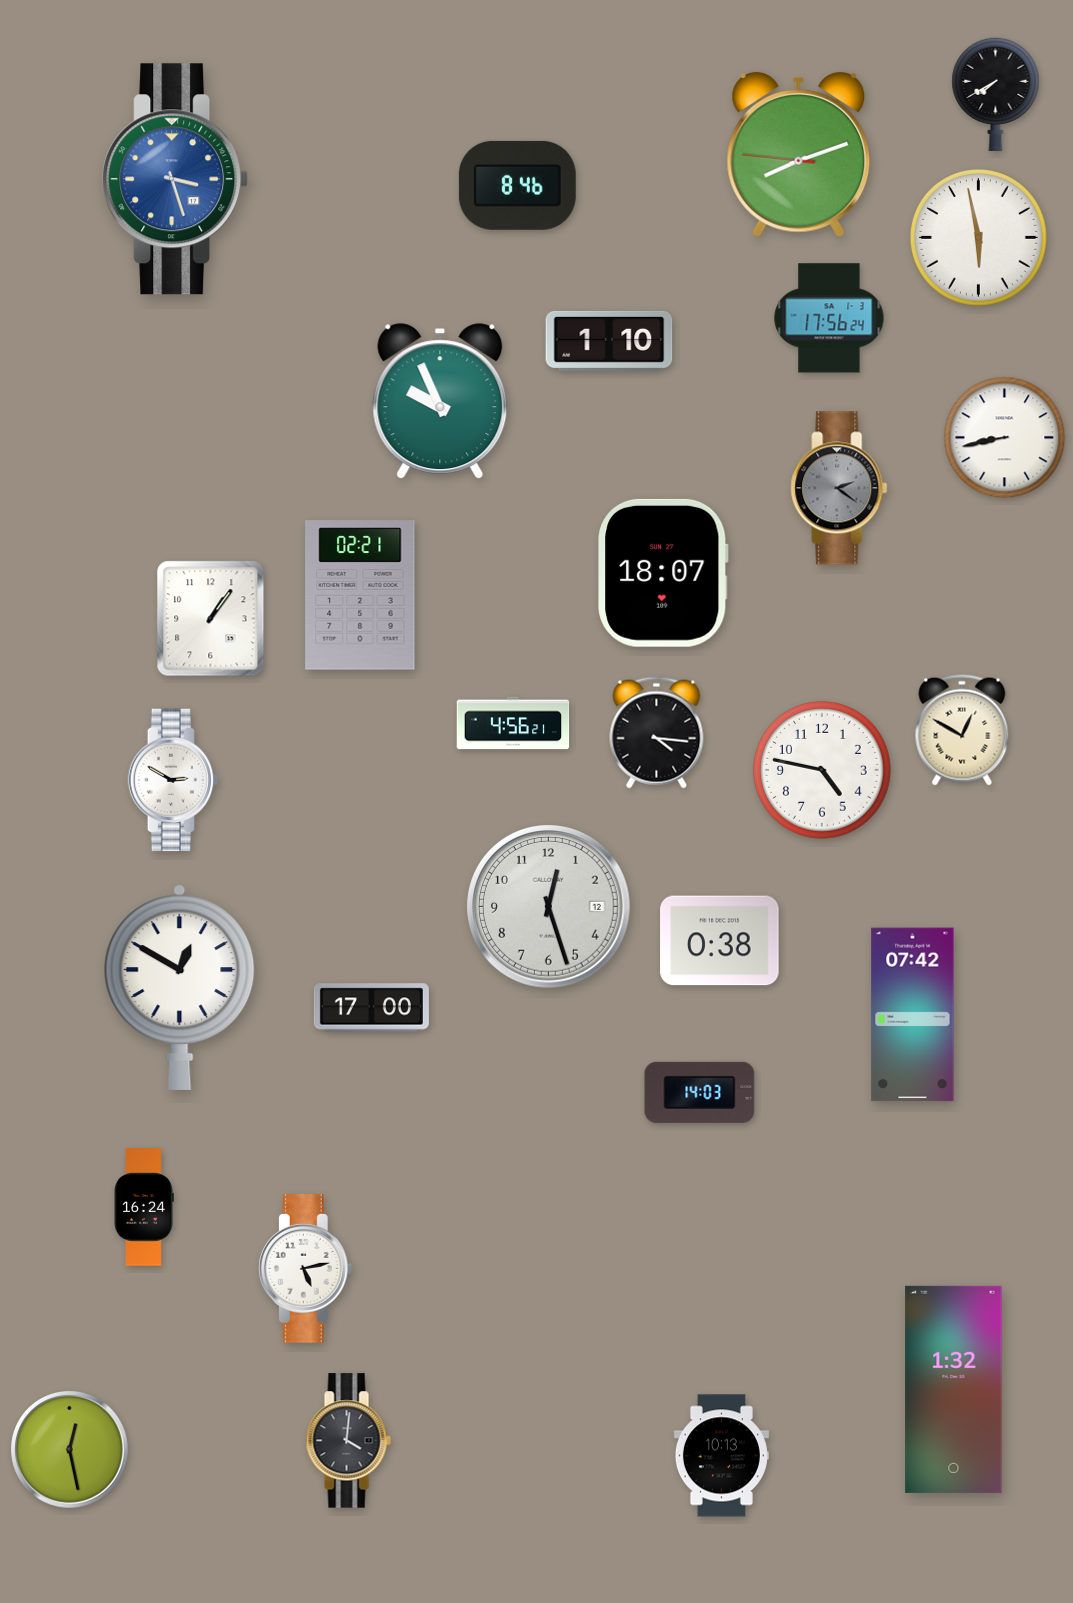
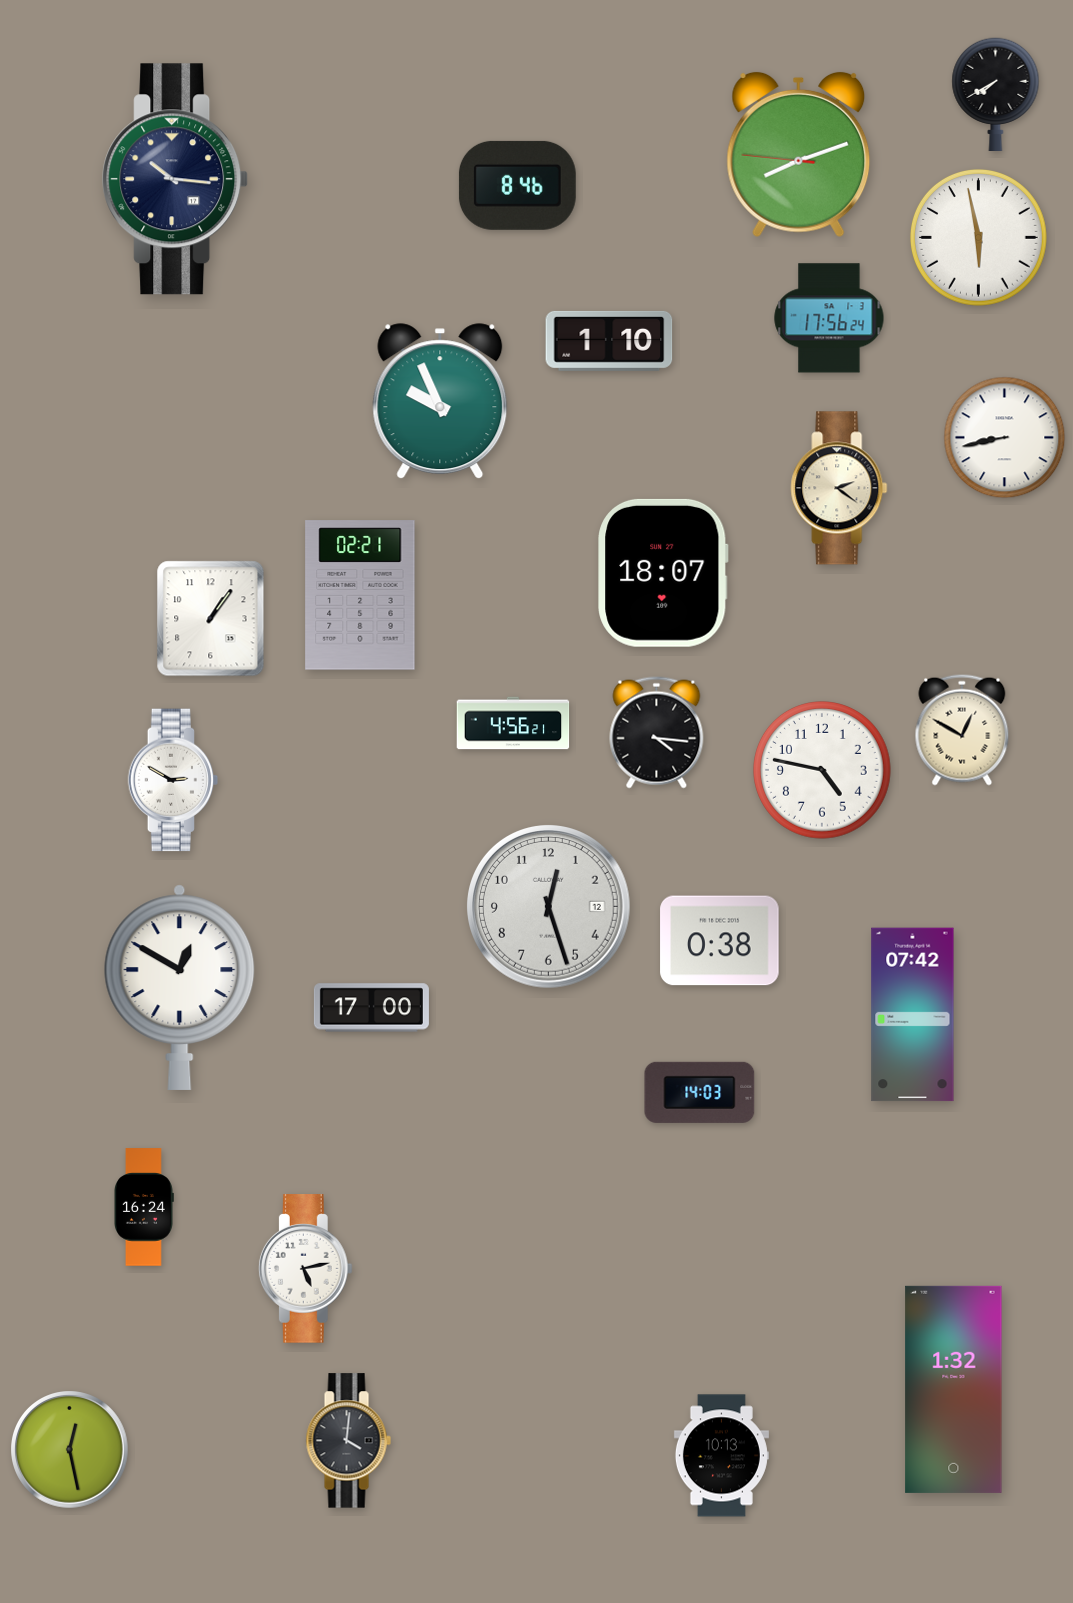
clock at (176, 179): 3:27 -> 10:16
clock at (176, 179) dial: blue -> navy
clock at (839, 488) dial: grey -> cream
